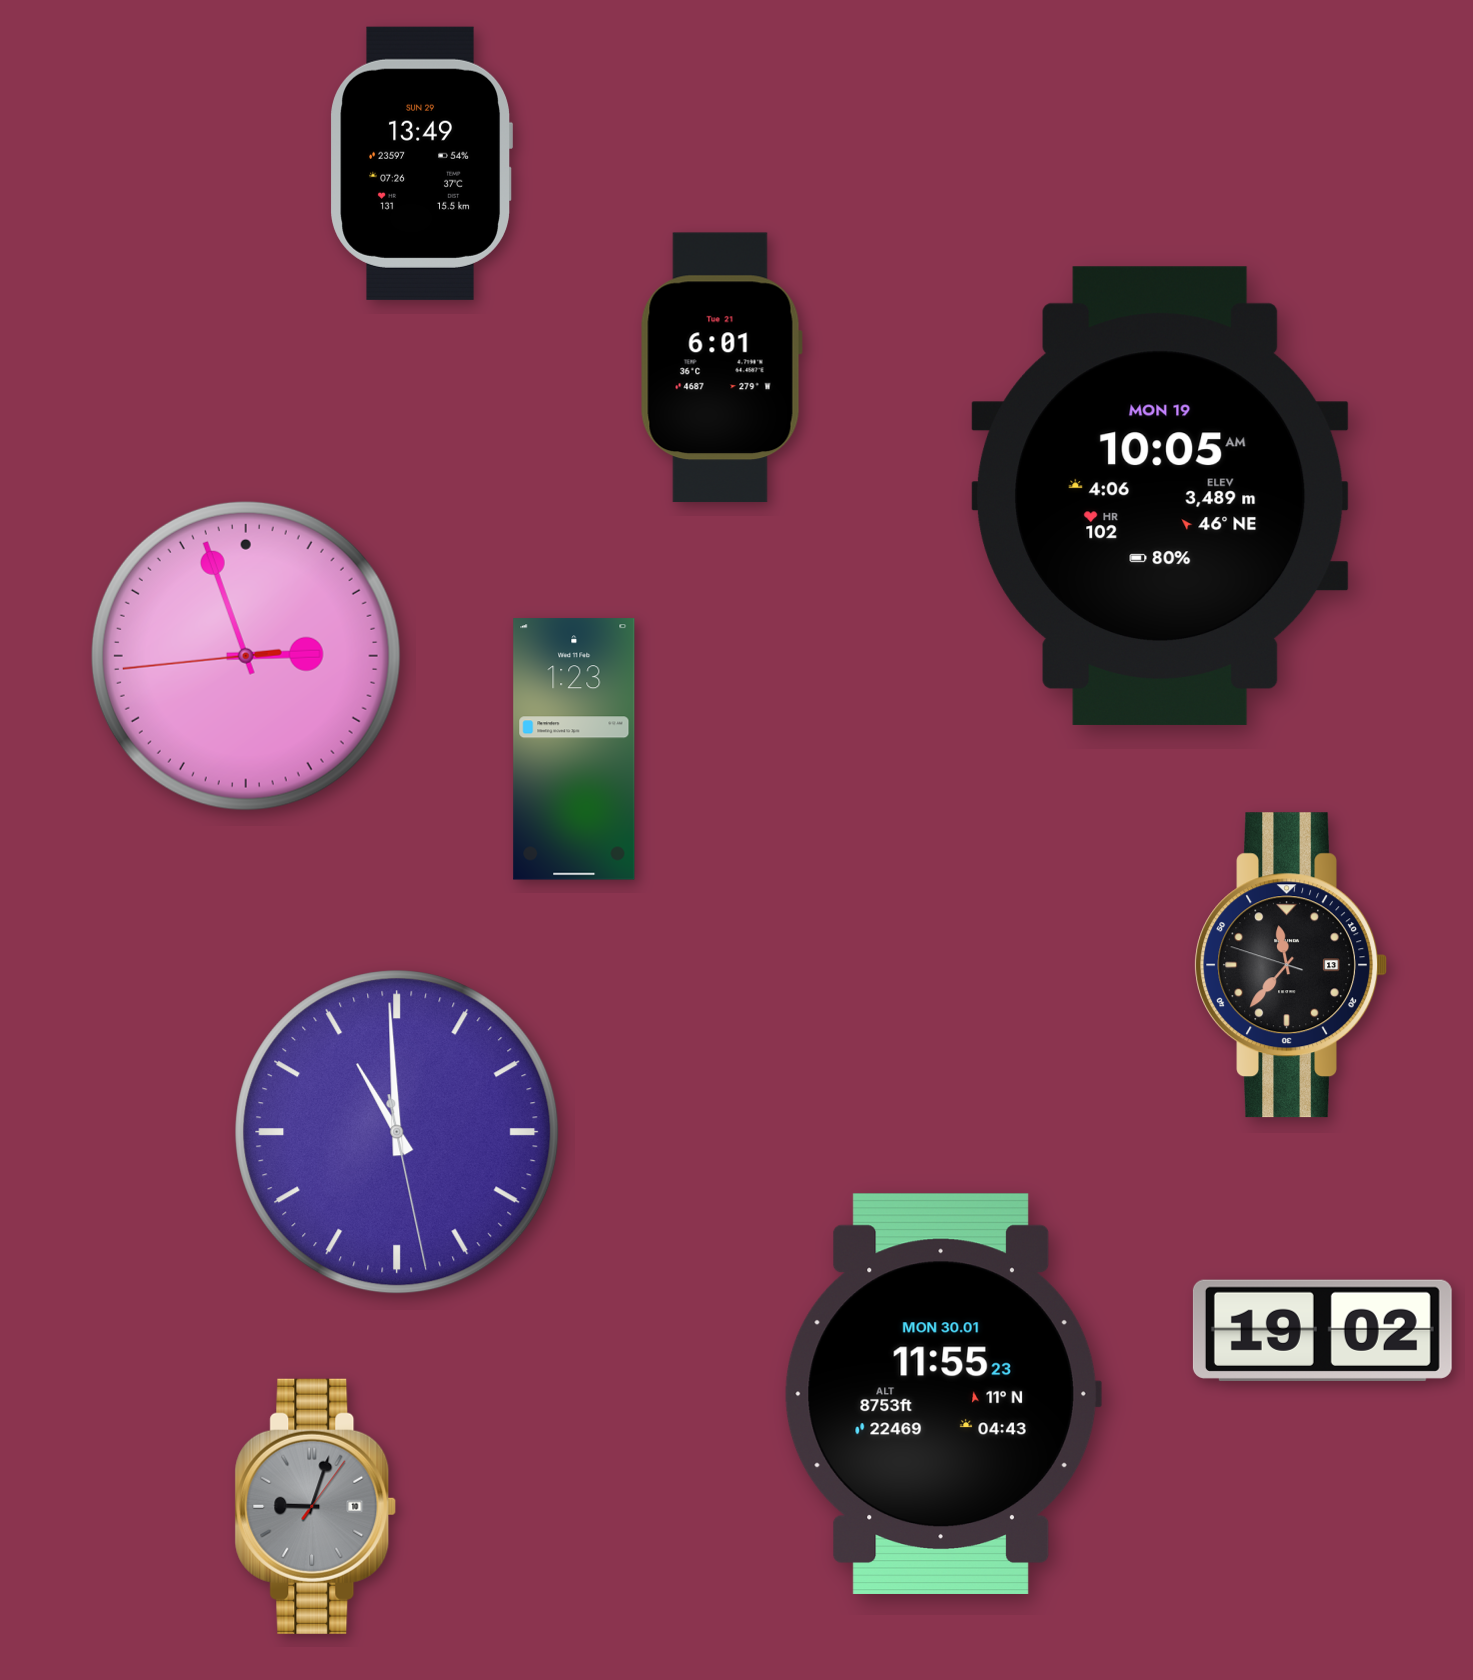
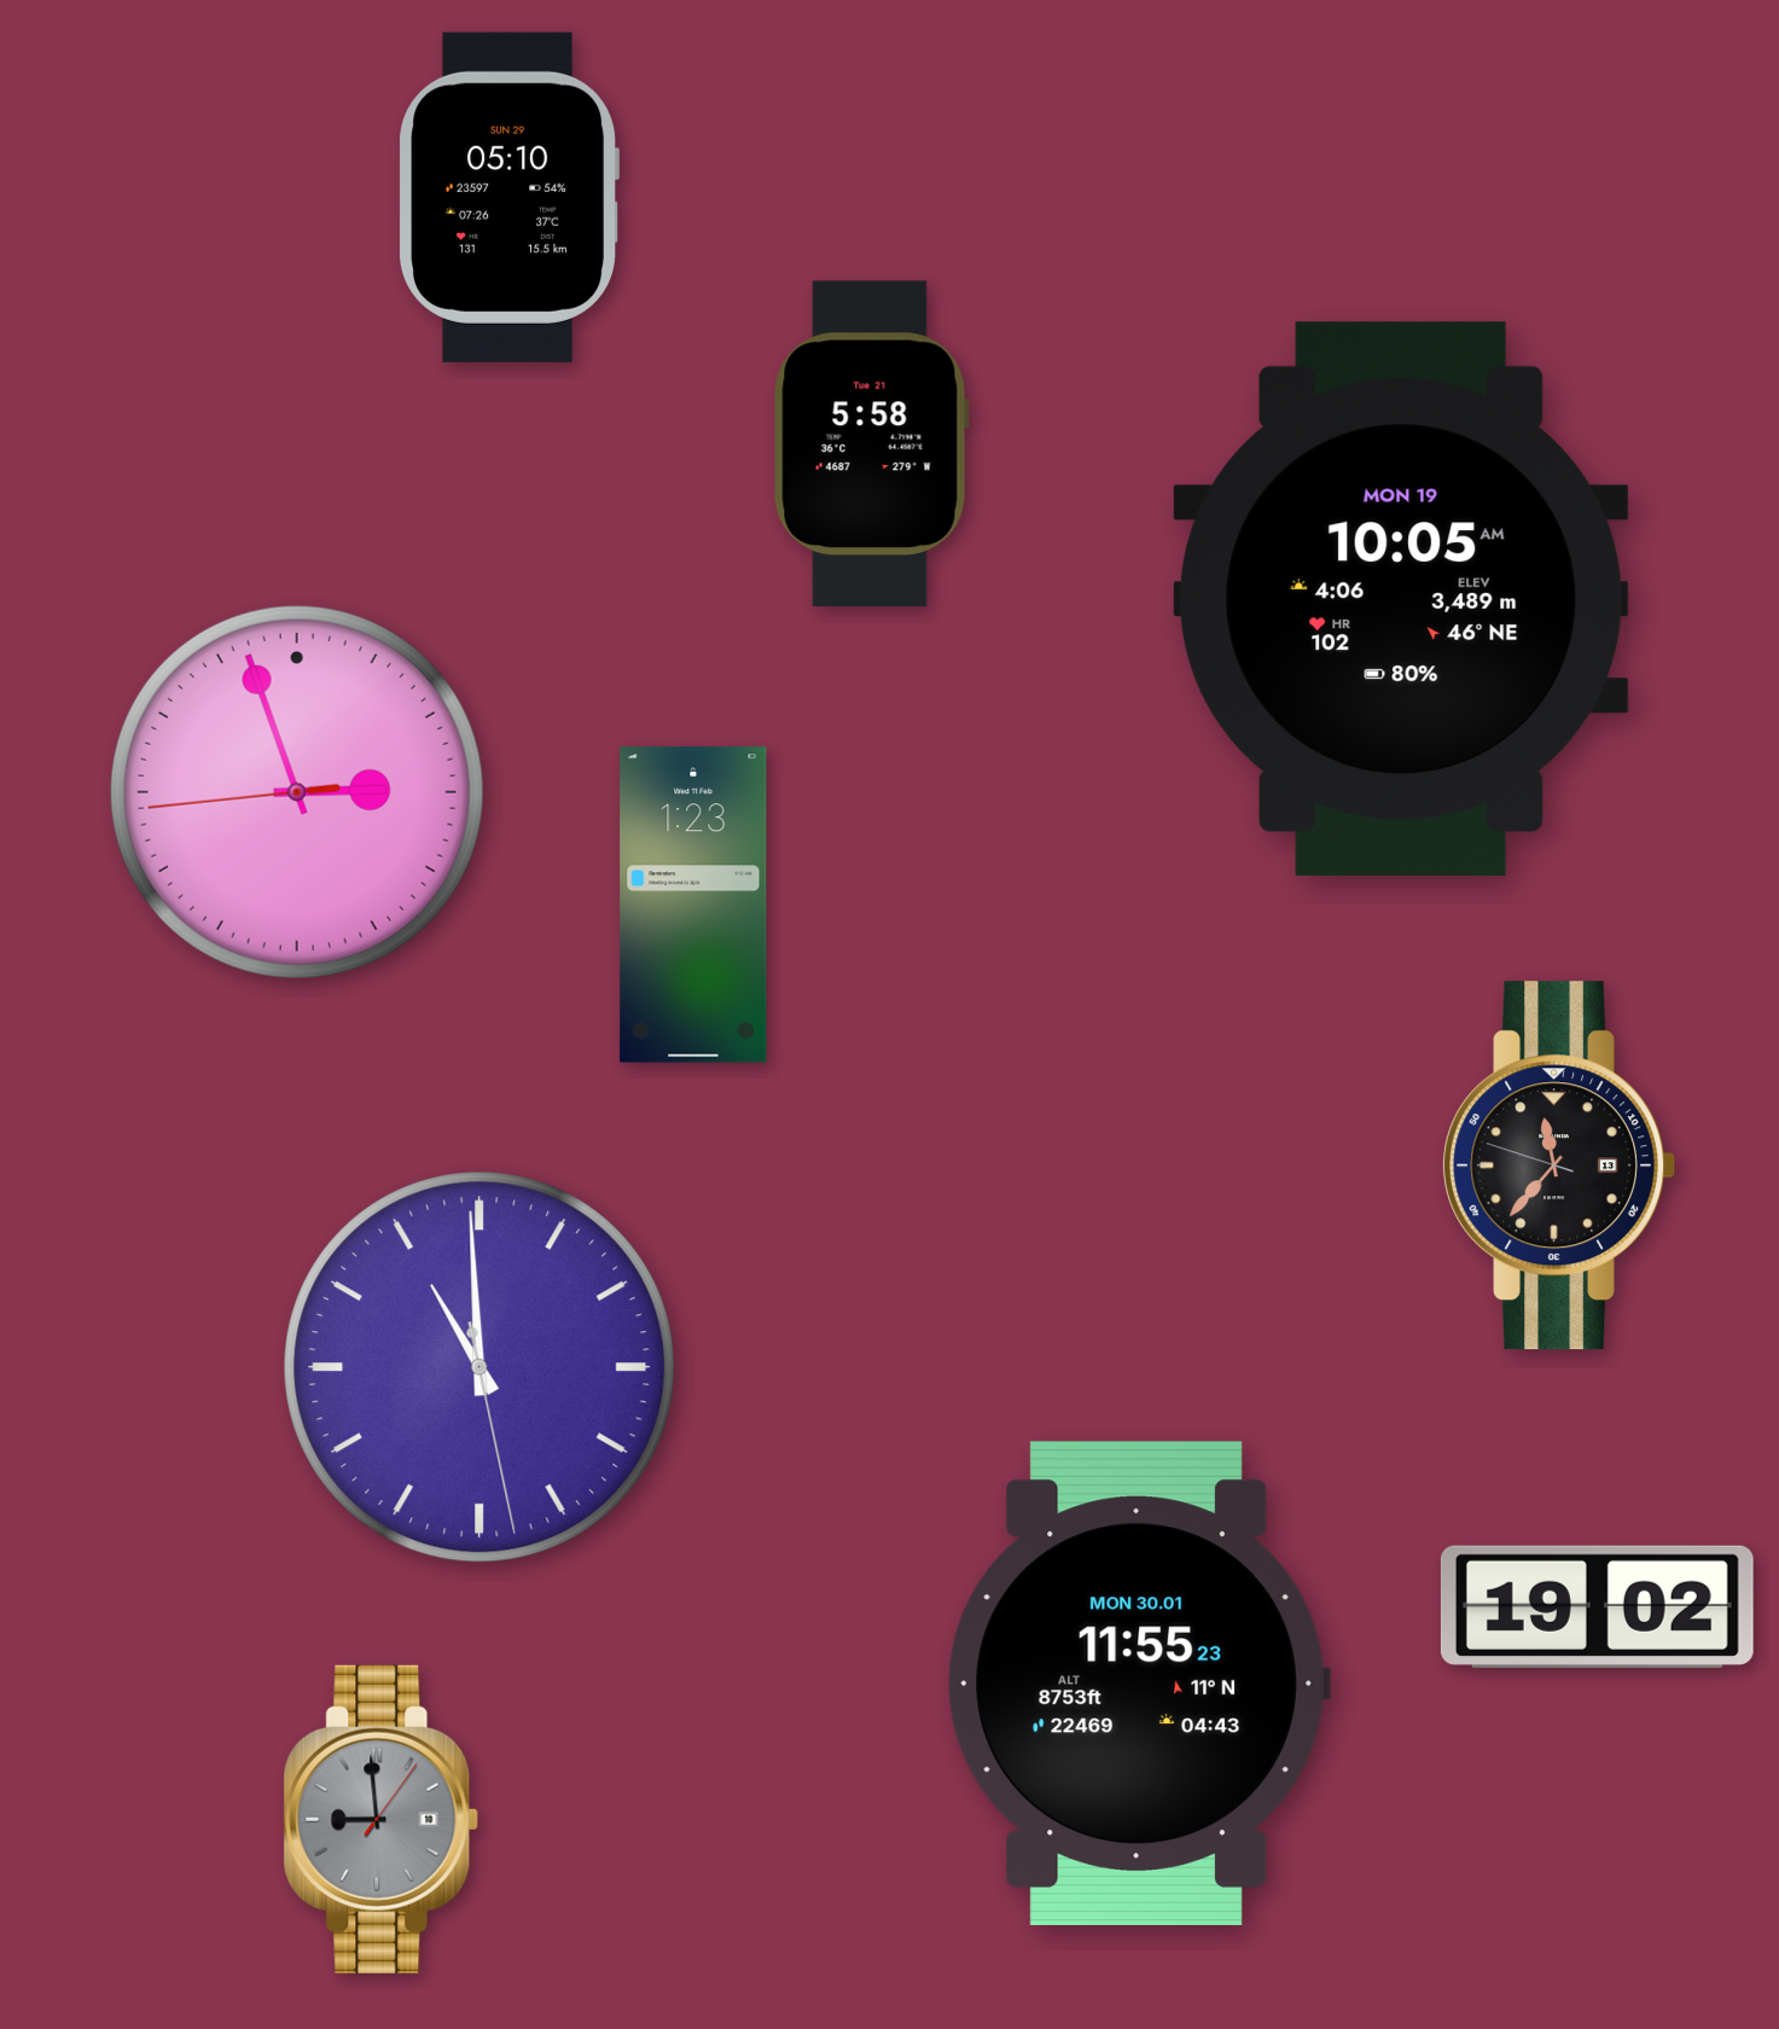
clock at (421, 163): 13:49 -> 05:10
clock at (721, 368): 6:01 -> 5:58
clock at (316, 1506): 9:03 -> 8:59
